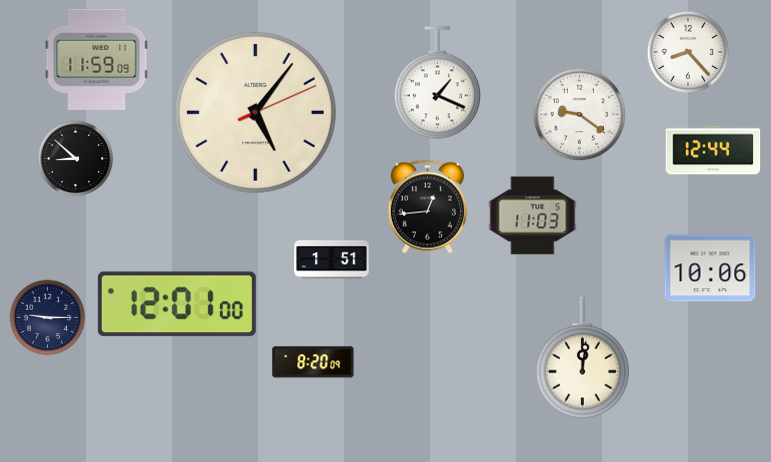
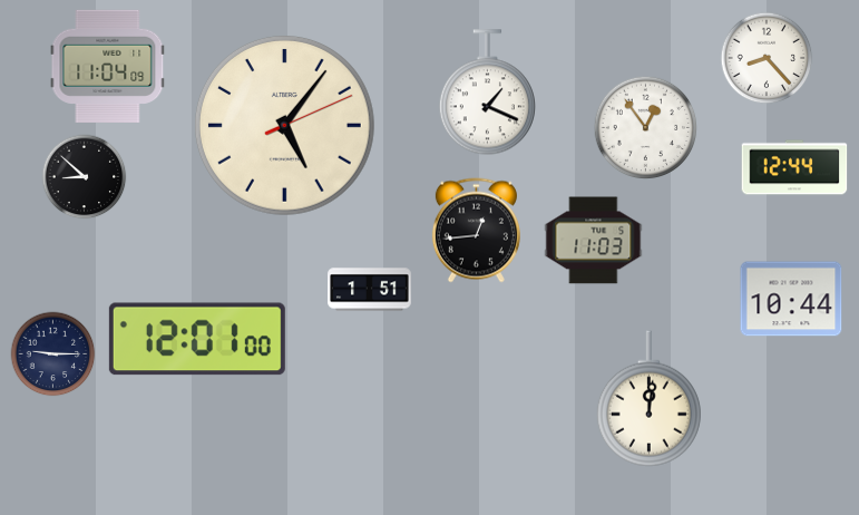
clock at (97, 59): 11:59 -> 11:04
clock at (580, 115): 9:21 -> 12:54
clock at (710, 268): 10:06 -> 10:44
clock at (313, 362): 8:20 -> none
